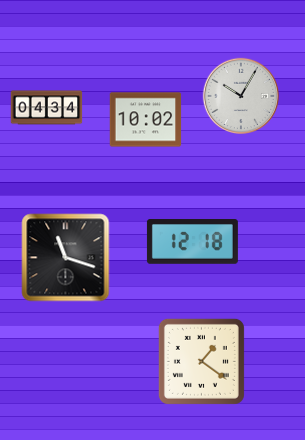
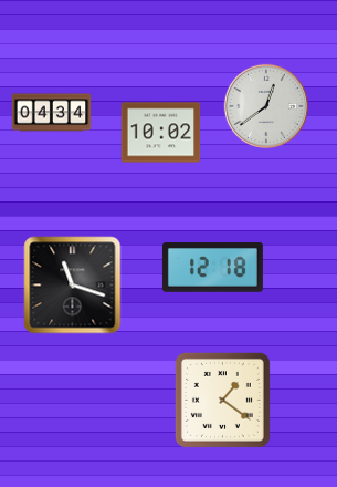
clock at (241, 96): 10:05 -> 12:39
clock at (47, 108) position: (47, 108) -> (52, 113)
